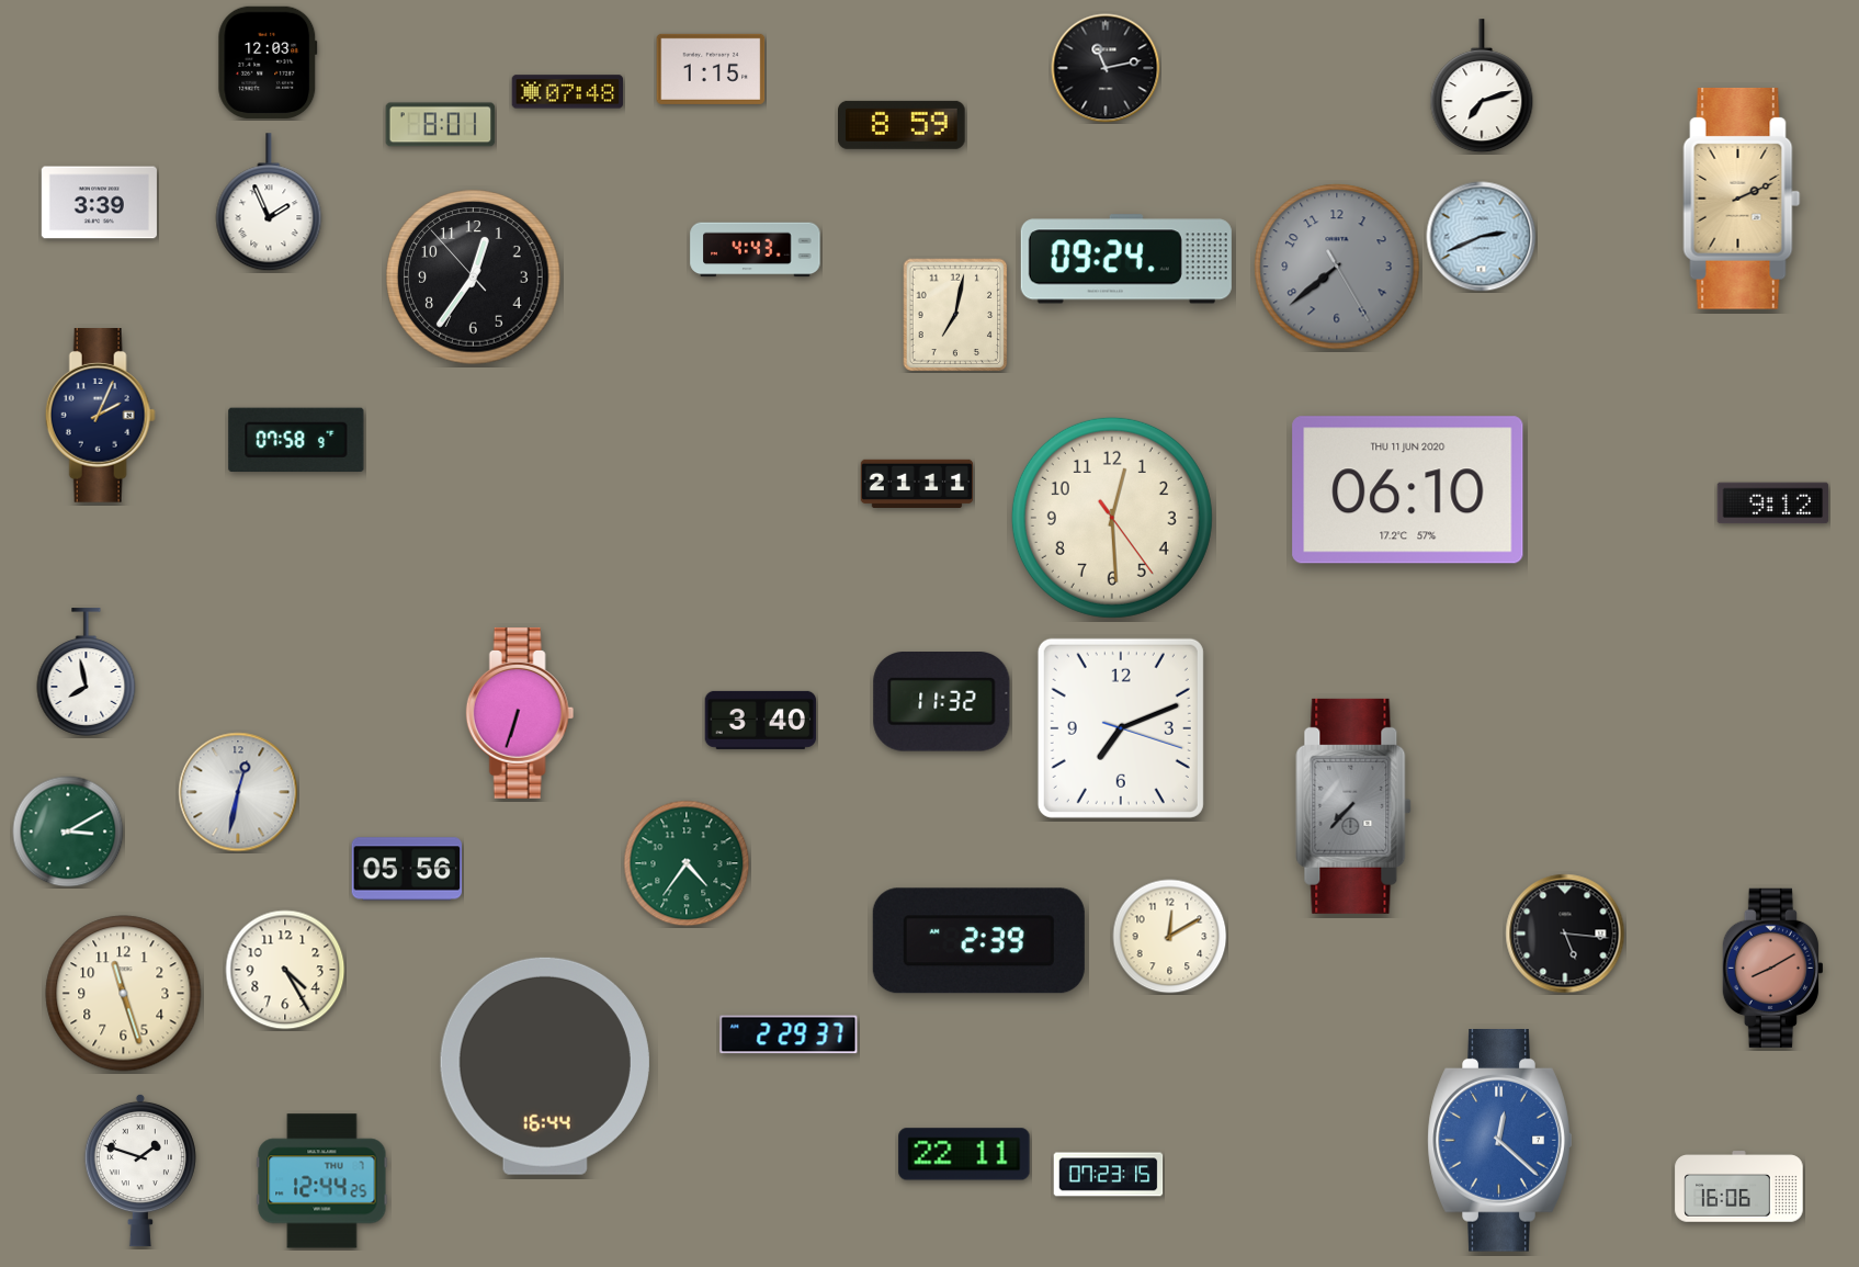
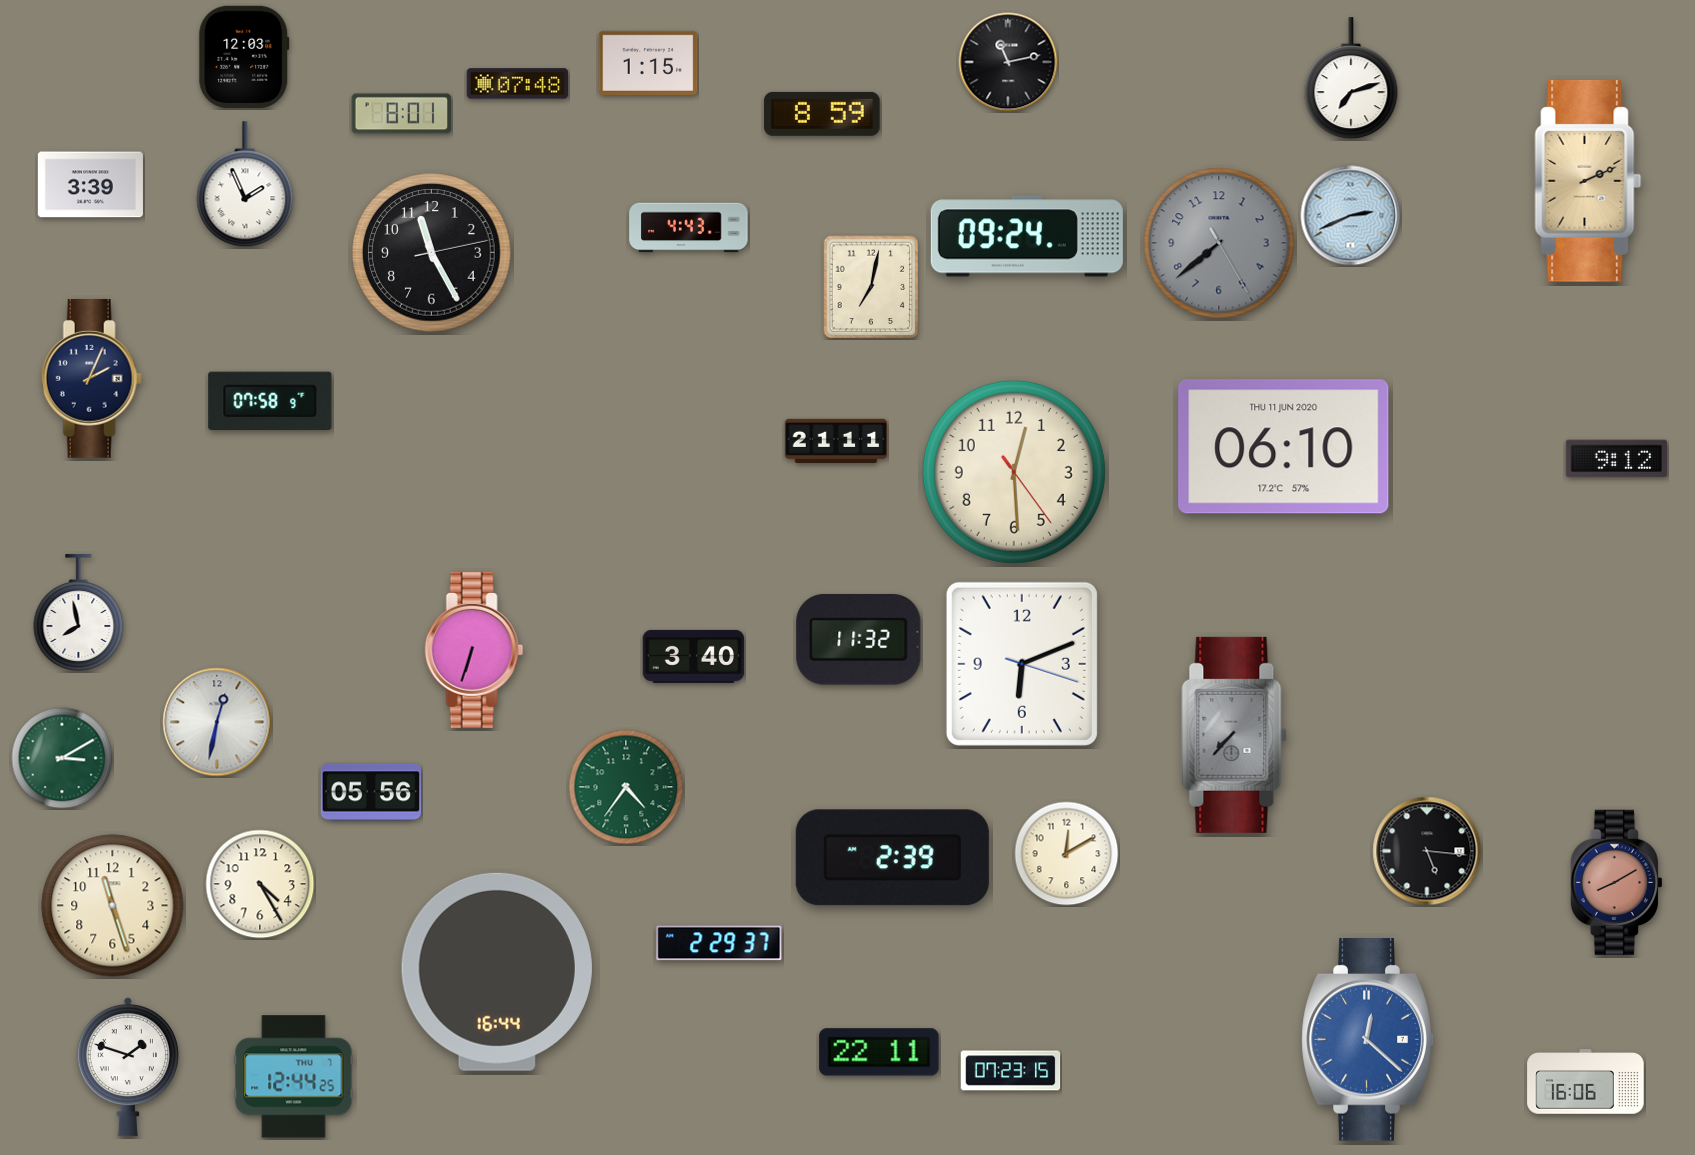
clock at (474, 278): 12:35 -> 11:25
clock at (1121, 728): 7:11 -> 6:11
